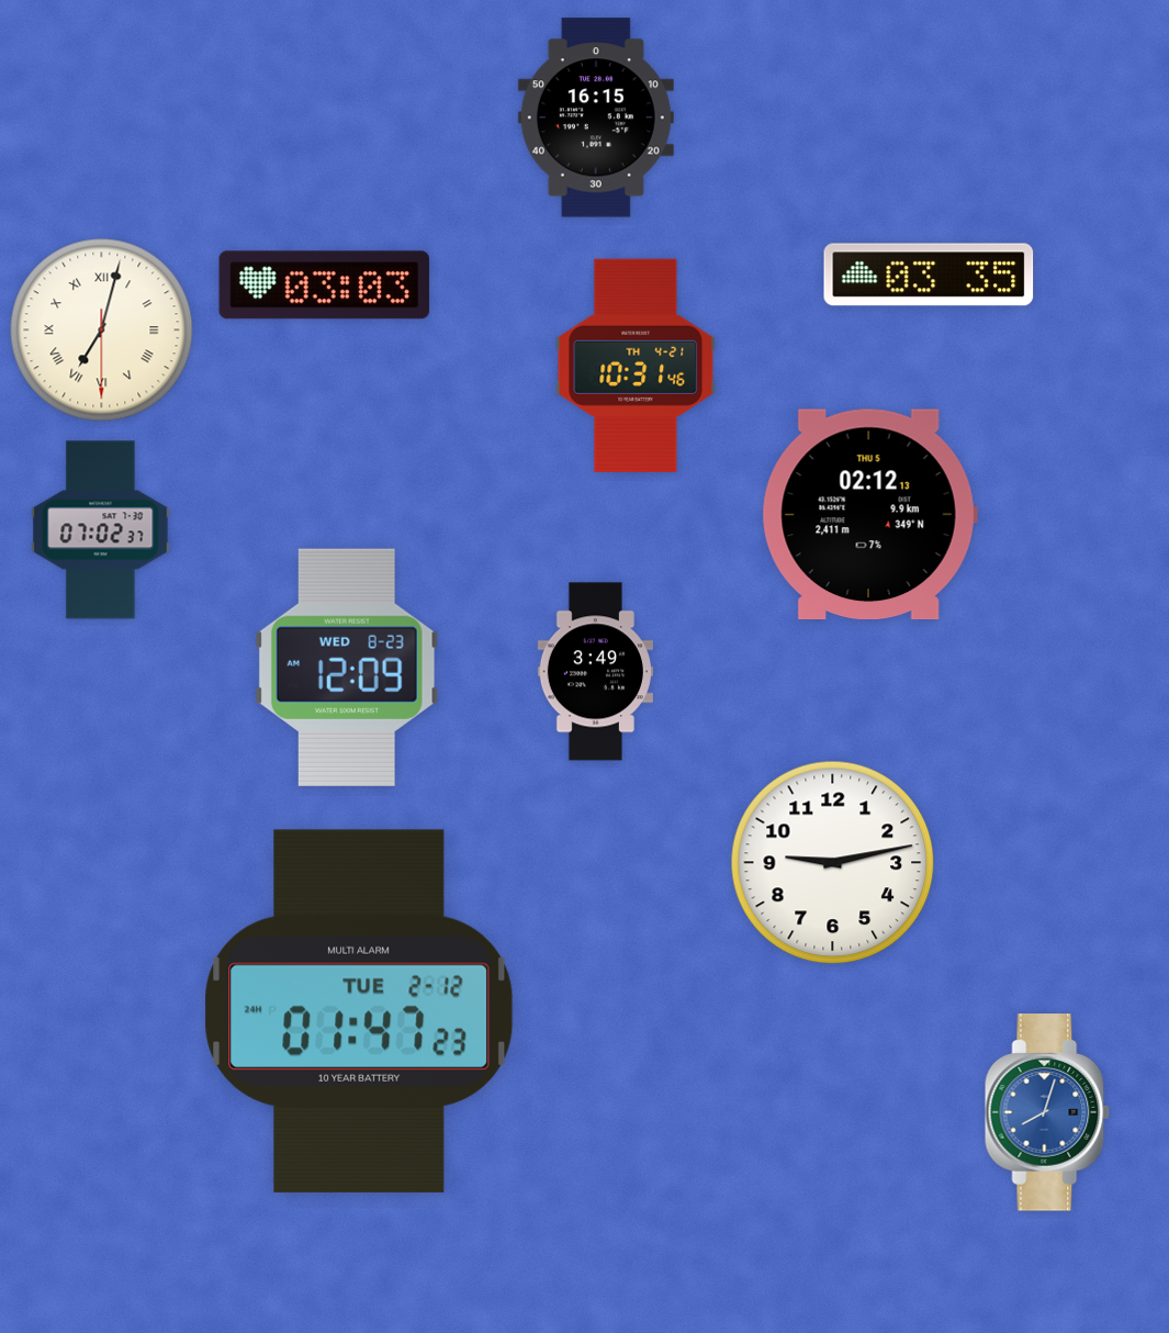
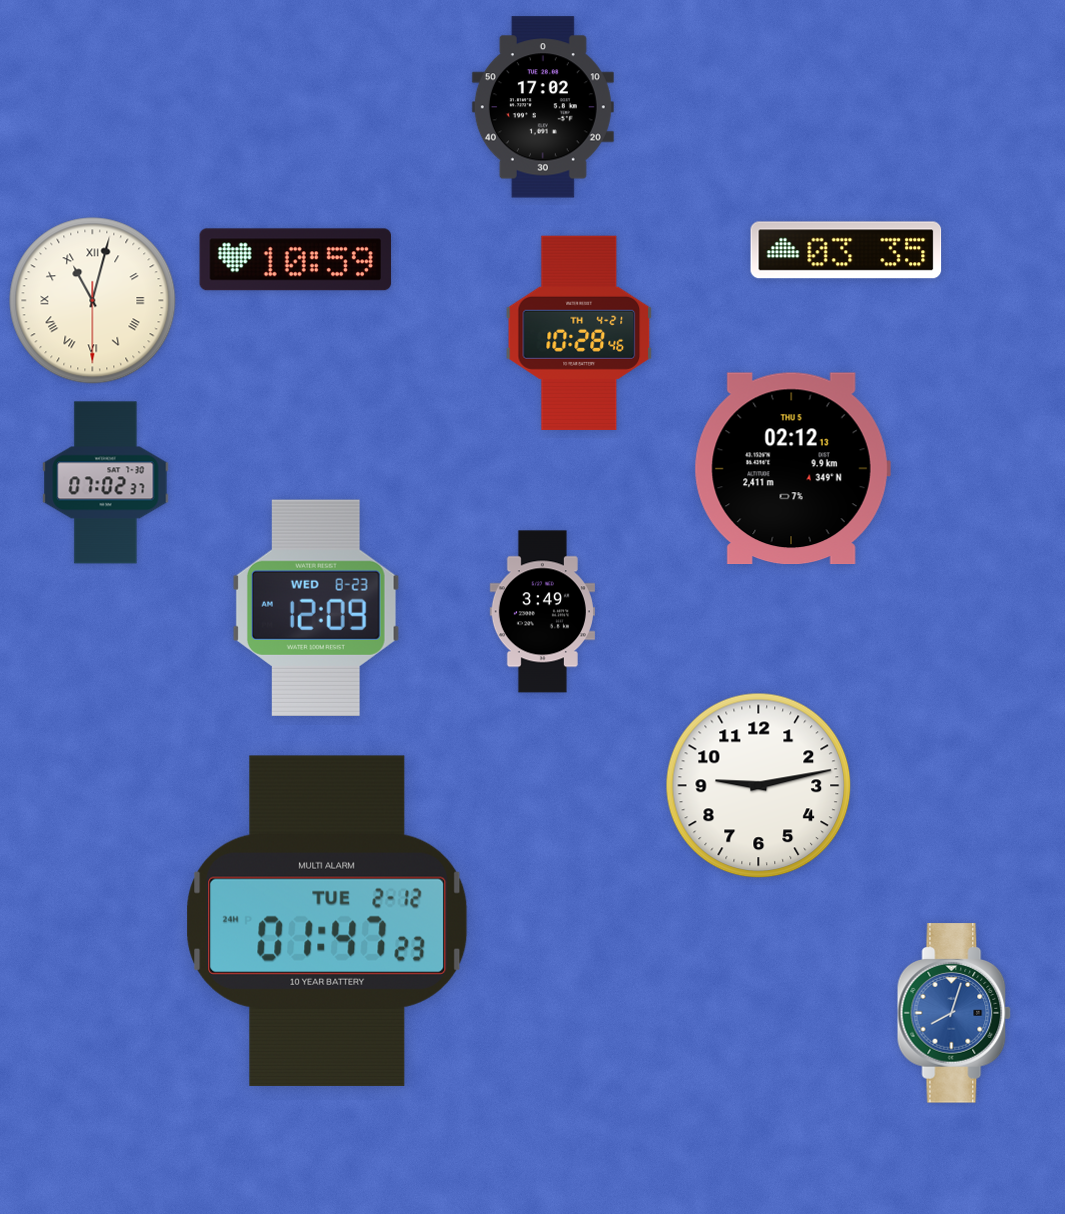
clock at (596, 117): 16:15 -> 17:02
clock at (325, 285): 03:03 -> 10:59
clock at (102, 331): 7:02 -> 11:02
clock at (636, 366): 10:31 -> 10:28
clock at (101, 530) position: (101, 530) -> (106, 483)
